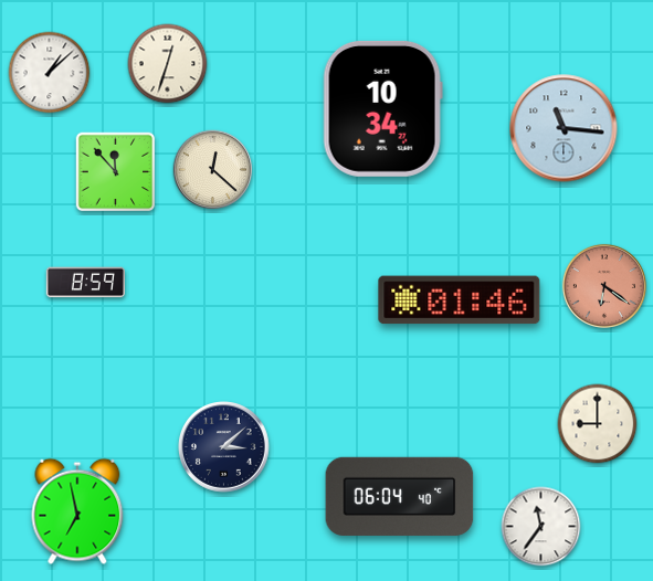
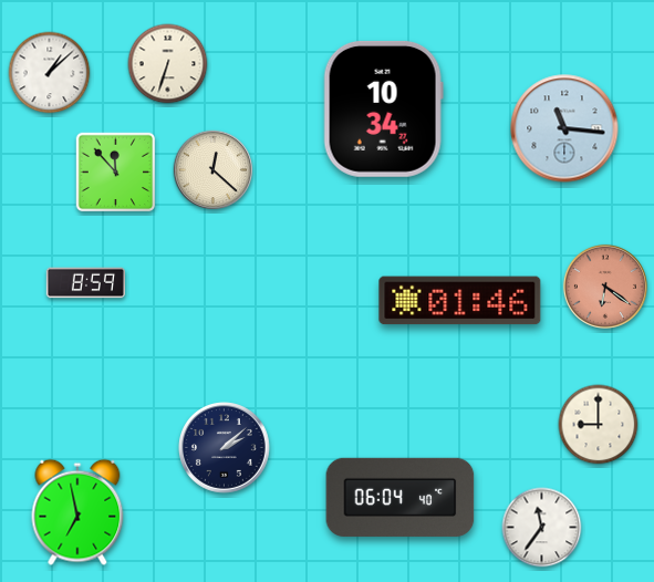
clock at (168, 64): 12:33 -> 6:33
clock at (224, 447): 3:08 -> 2:08
